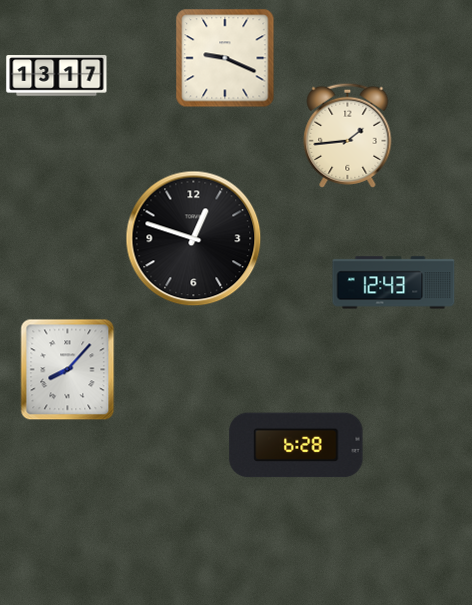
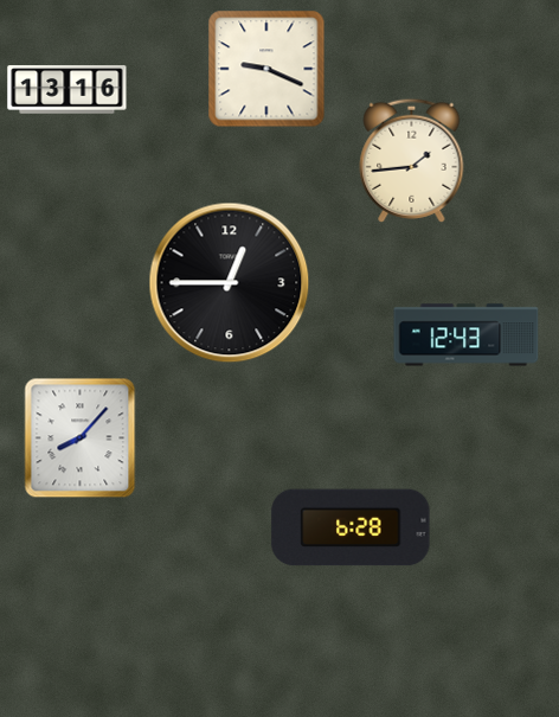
clock at (57, 76): 13:17 -> 13:16
clock at (194, 239): 12:48 -> 12:45
